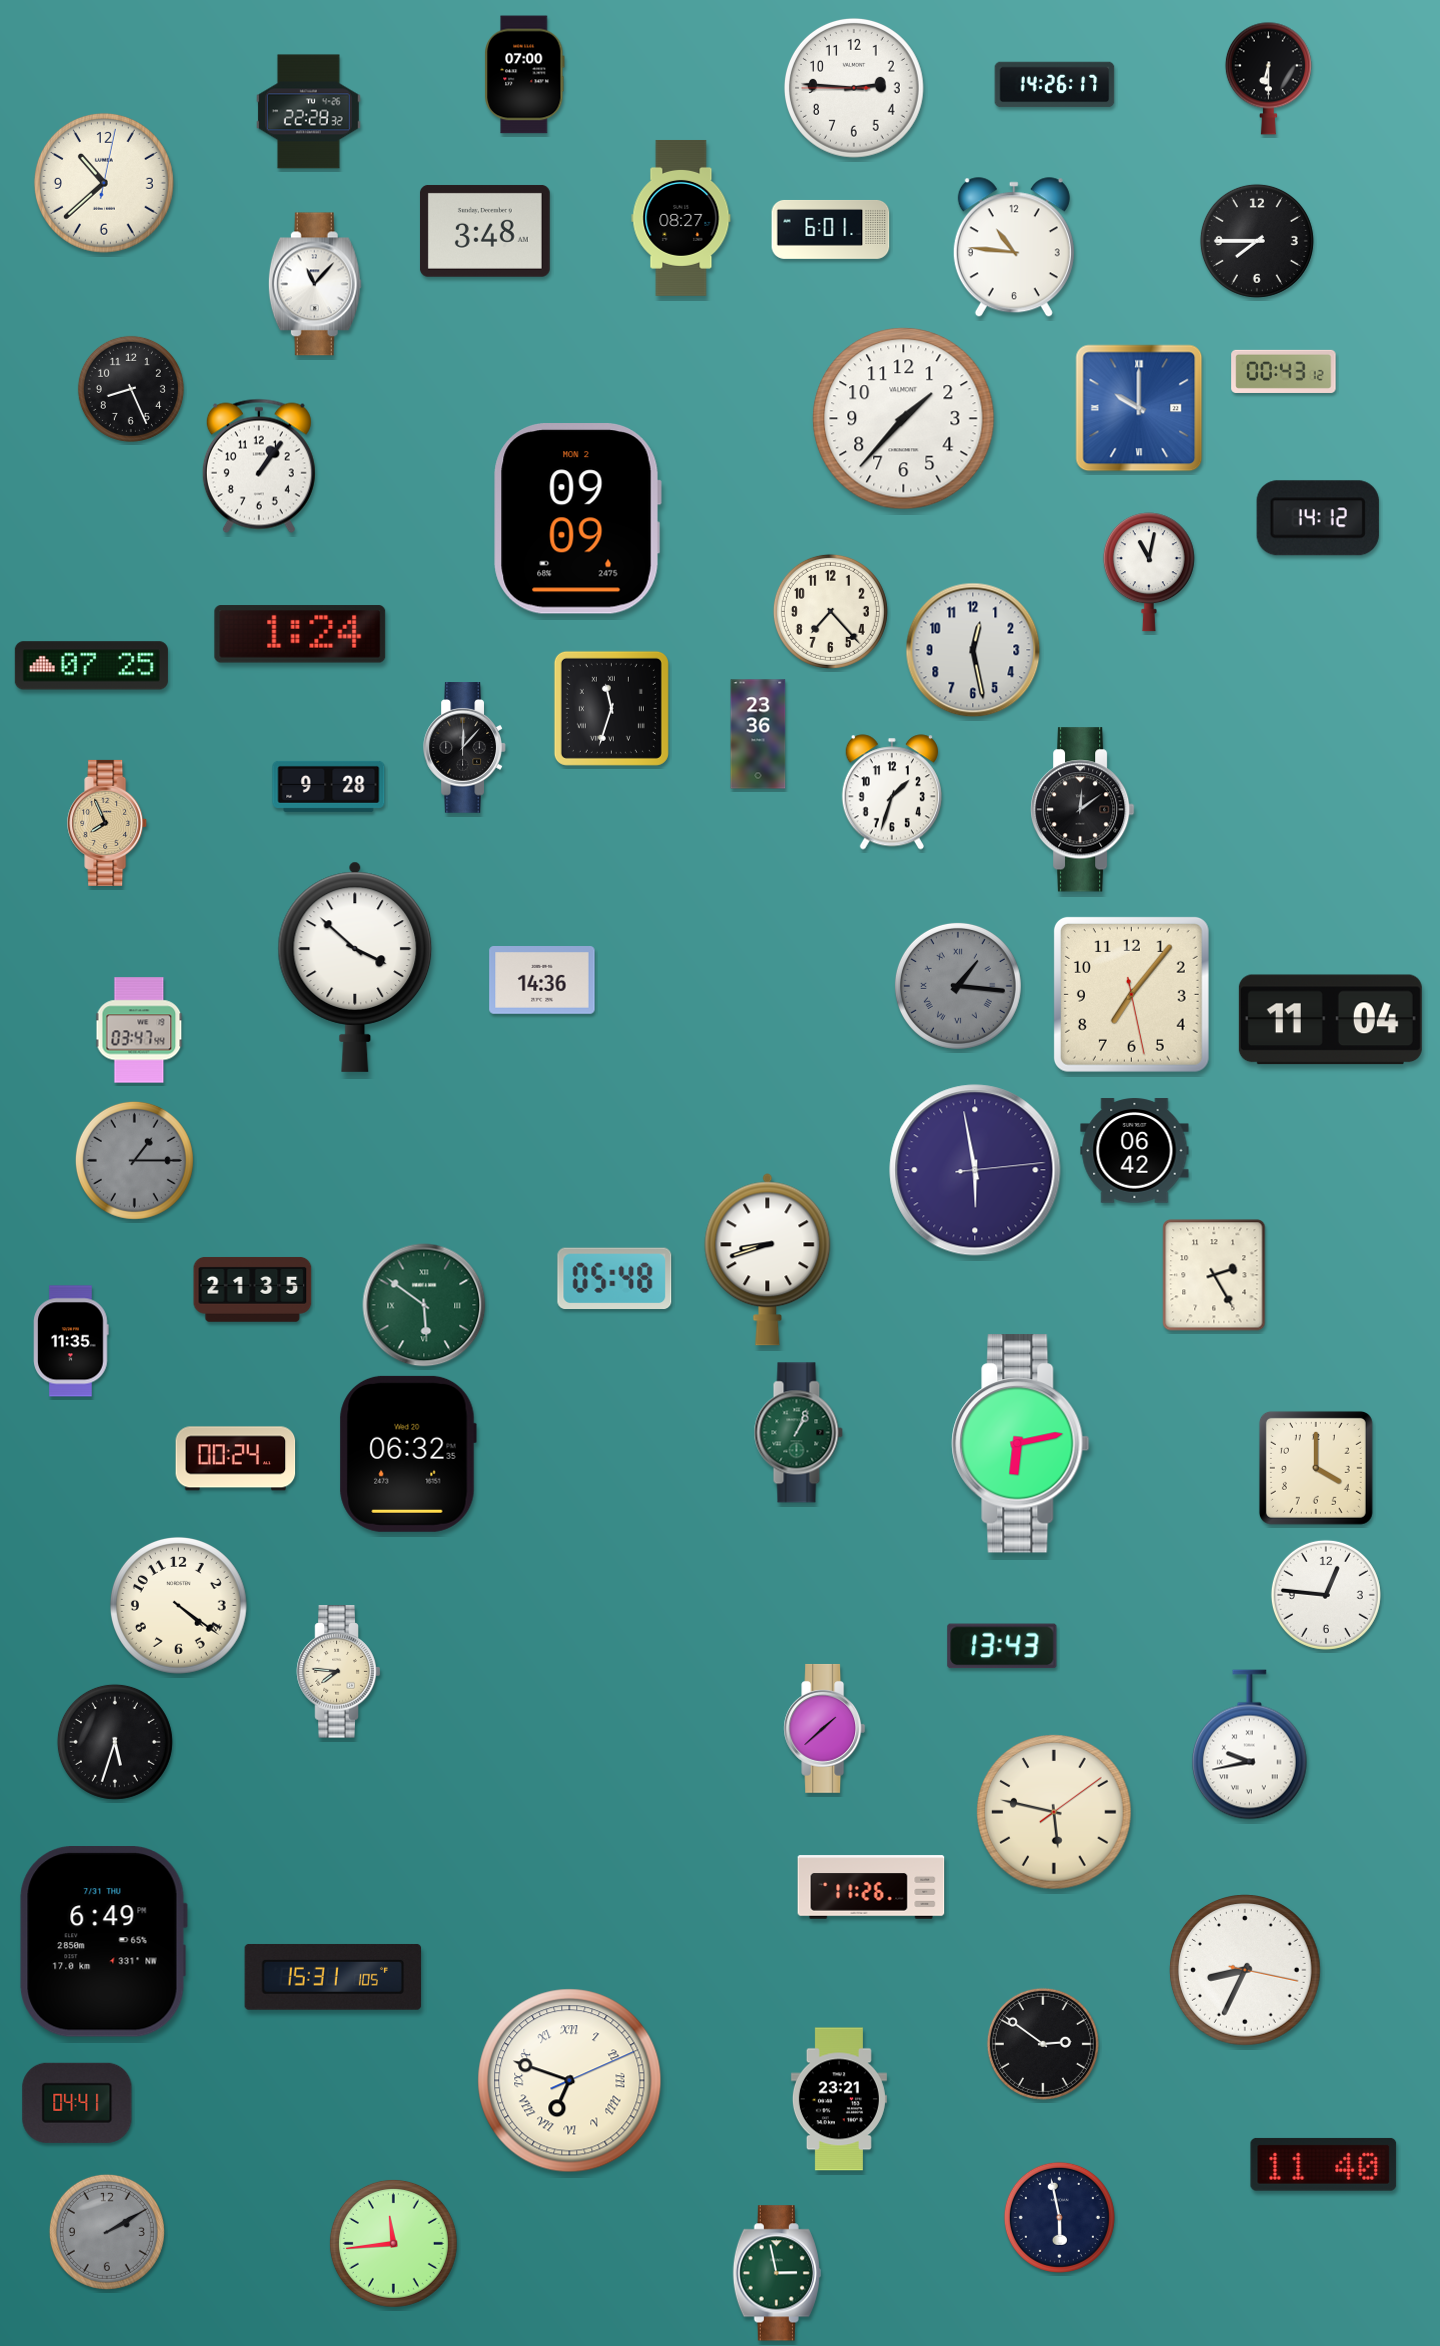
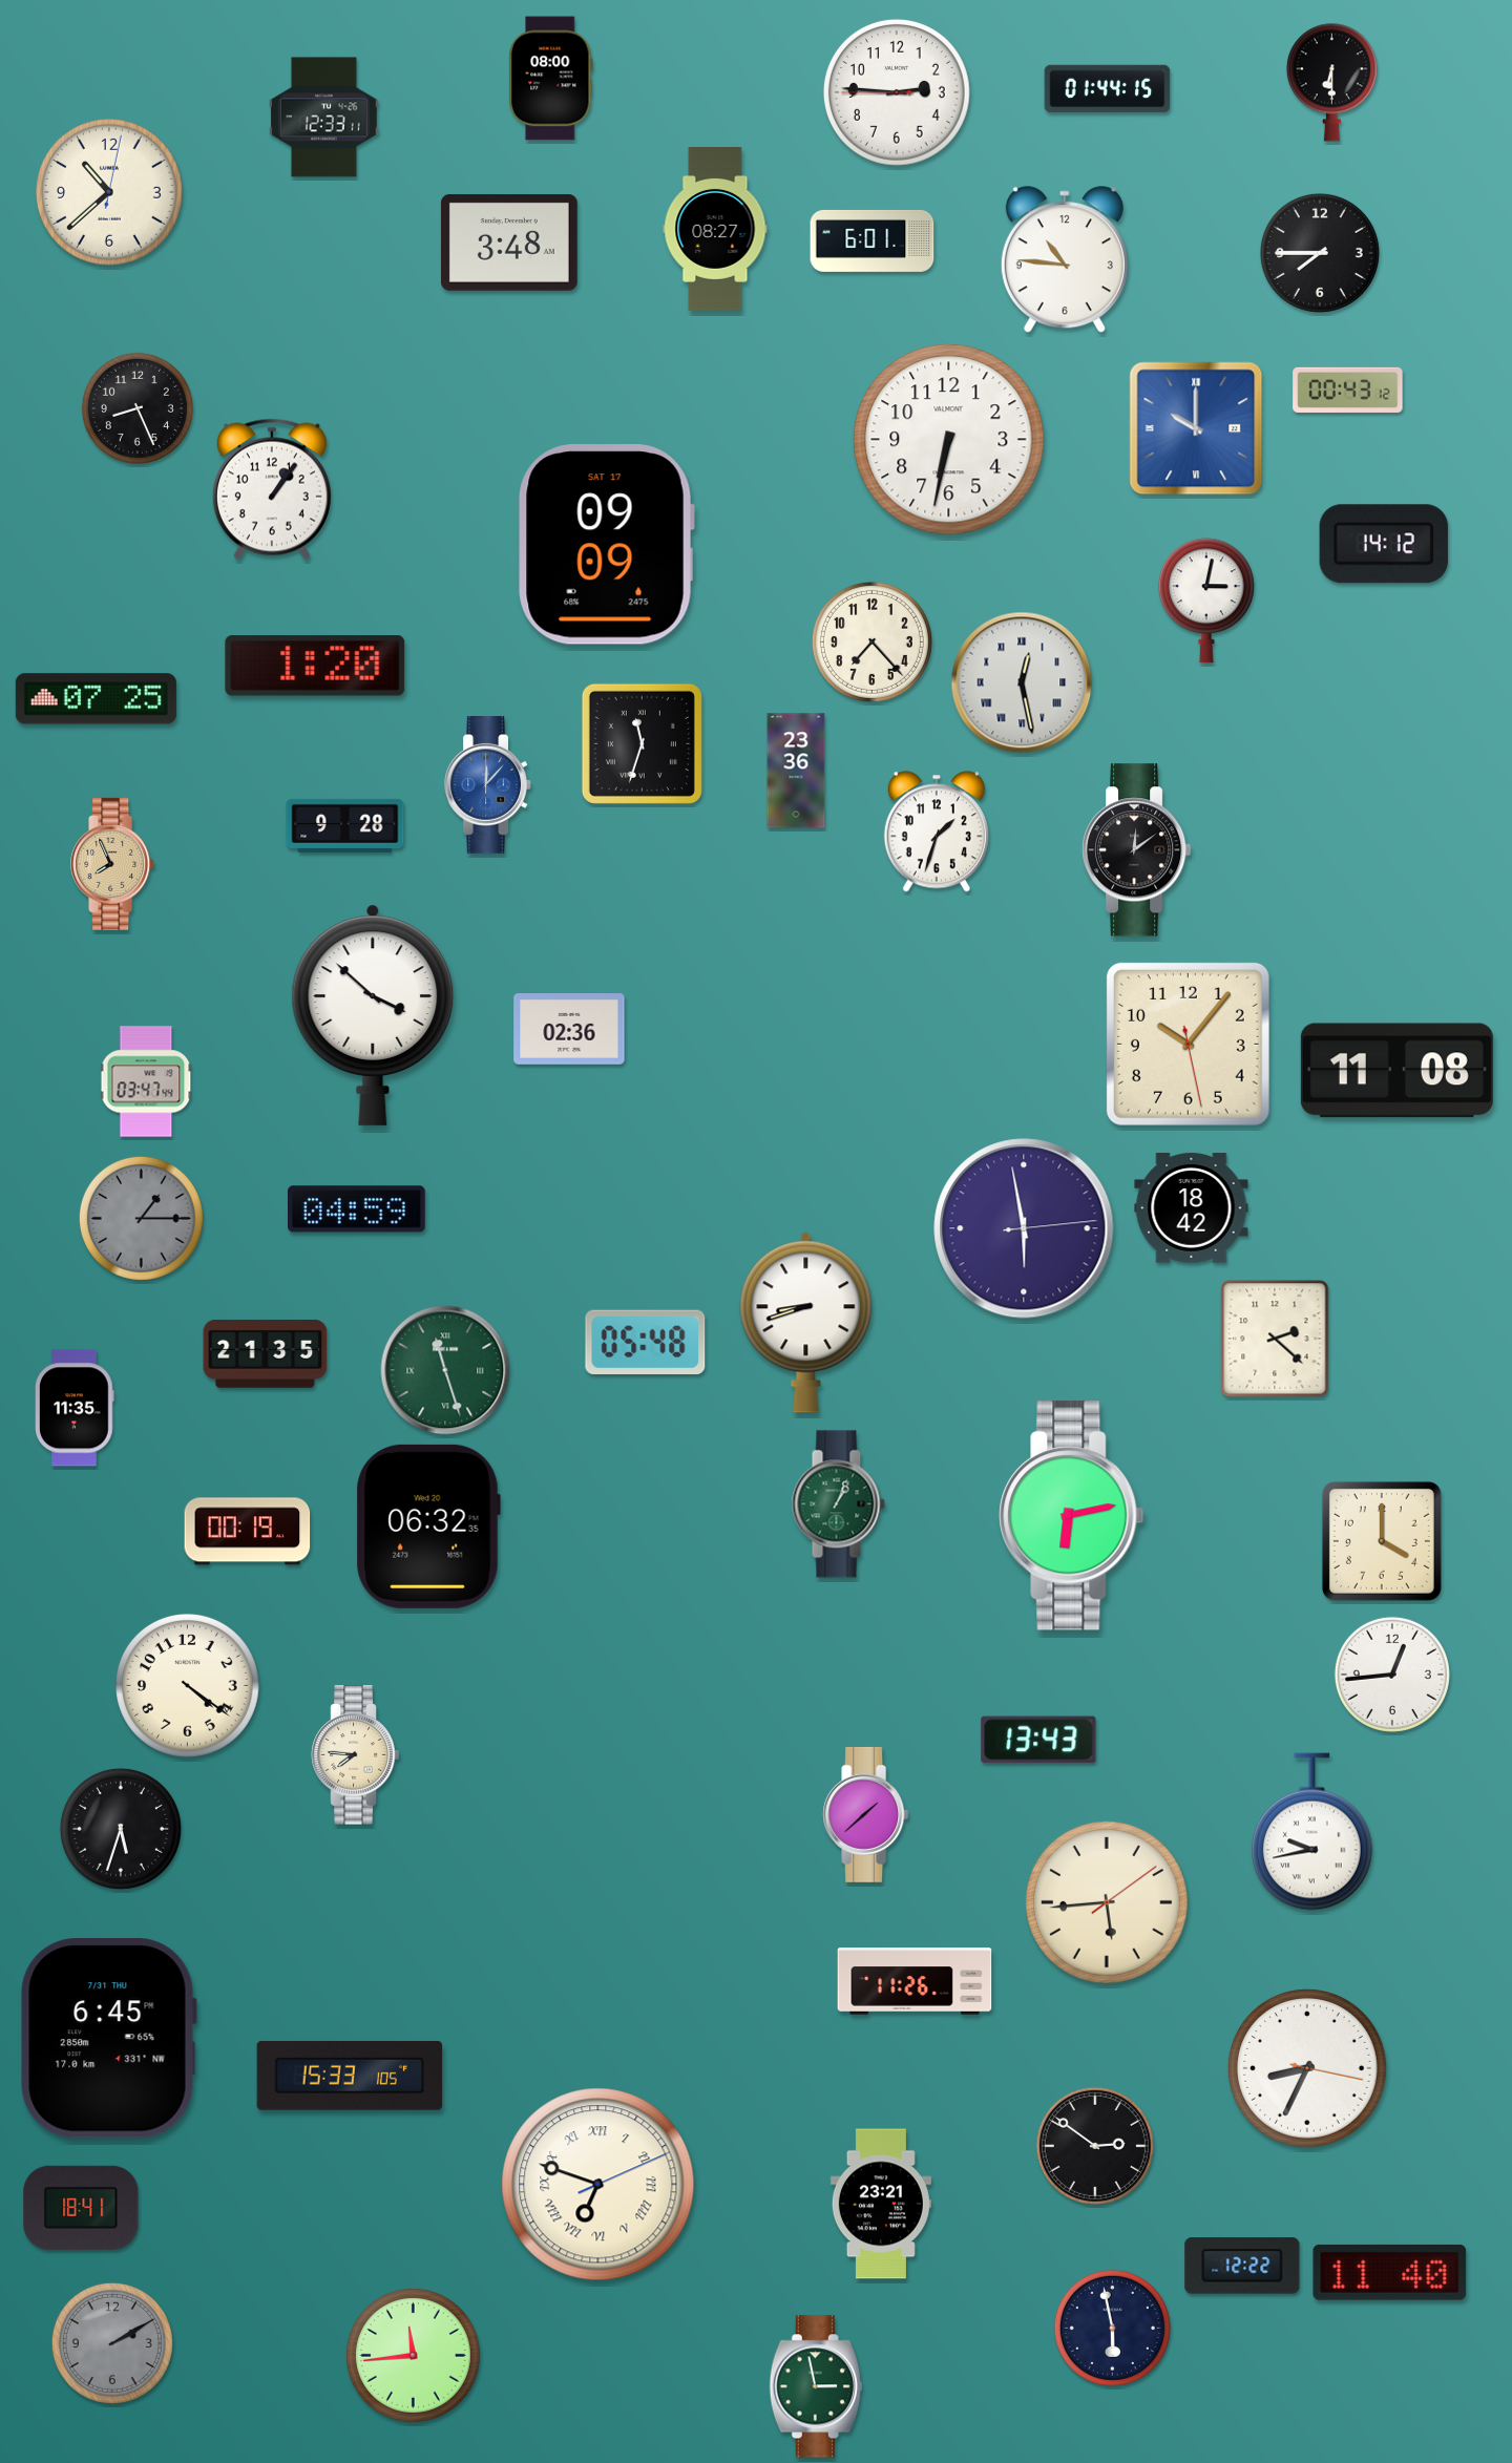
clock at (525, 75): 07:00 -> 08:00
clock at (1055, 85): 14:26 -> 01:44
clock at (308, 112): 22:28 -> 12:33
clock at (315, 284): 11:07 -> none
clock at (904, 419): 1:37 -> 6:32
clock at (577, 519) date: MON 2 -> SAT 17
clock at (1149, 572): 11:02 -> 3:02
clock at (300, 634): 1:24 -> 1:20
clock at (973, 650) numerals: Arabic -> Roman
clock at (465, 748) dial: black -> blue
clock at (542, 981): 14:36 -> 02:36
clock at (958, 986): 1:16 -> none
clock at (1131, 994): 7:06 -> 10:06
clock at (1330, 1020): 11:04 -> 11:08
clock at (1135, 1151): 06:42 -> 18:42
clock at (357, 1209): none -> 04:59
clock at (1214, 1275): 2:25 -> 2:22
clock at (424, 1305): 5:51 -> 11:27
clock at (236, 1459): 00:24 -> 00:19
clock at (1326, 1595): 12:46 -> 12:44
clock at (1002, 1646) position: (1002, 1646) -> (1038, 1740)
clock at (1054, 1812): 5:47 -> 5:44
clock at (103, 1942): 6:49 -> 6:45
clock at (333, 1977): 15:31 -> 15:33
clock at (77, 2103): 04:41 -> 18:41
clock at (1242, 2266): none -> 12:22
